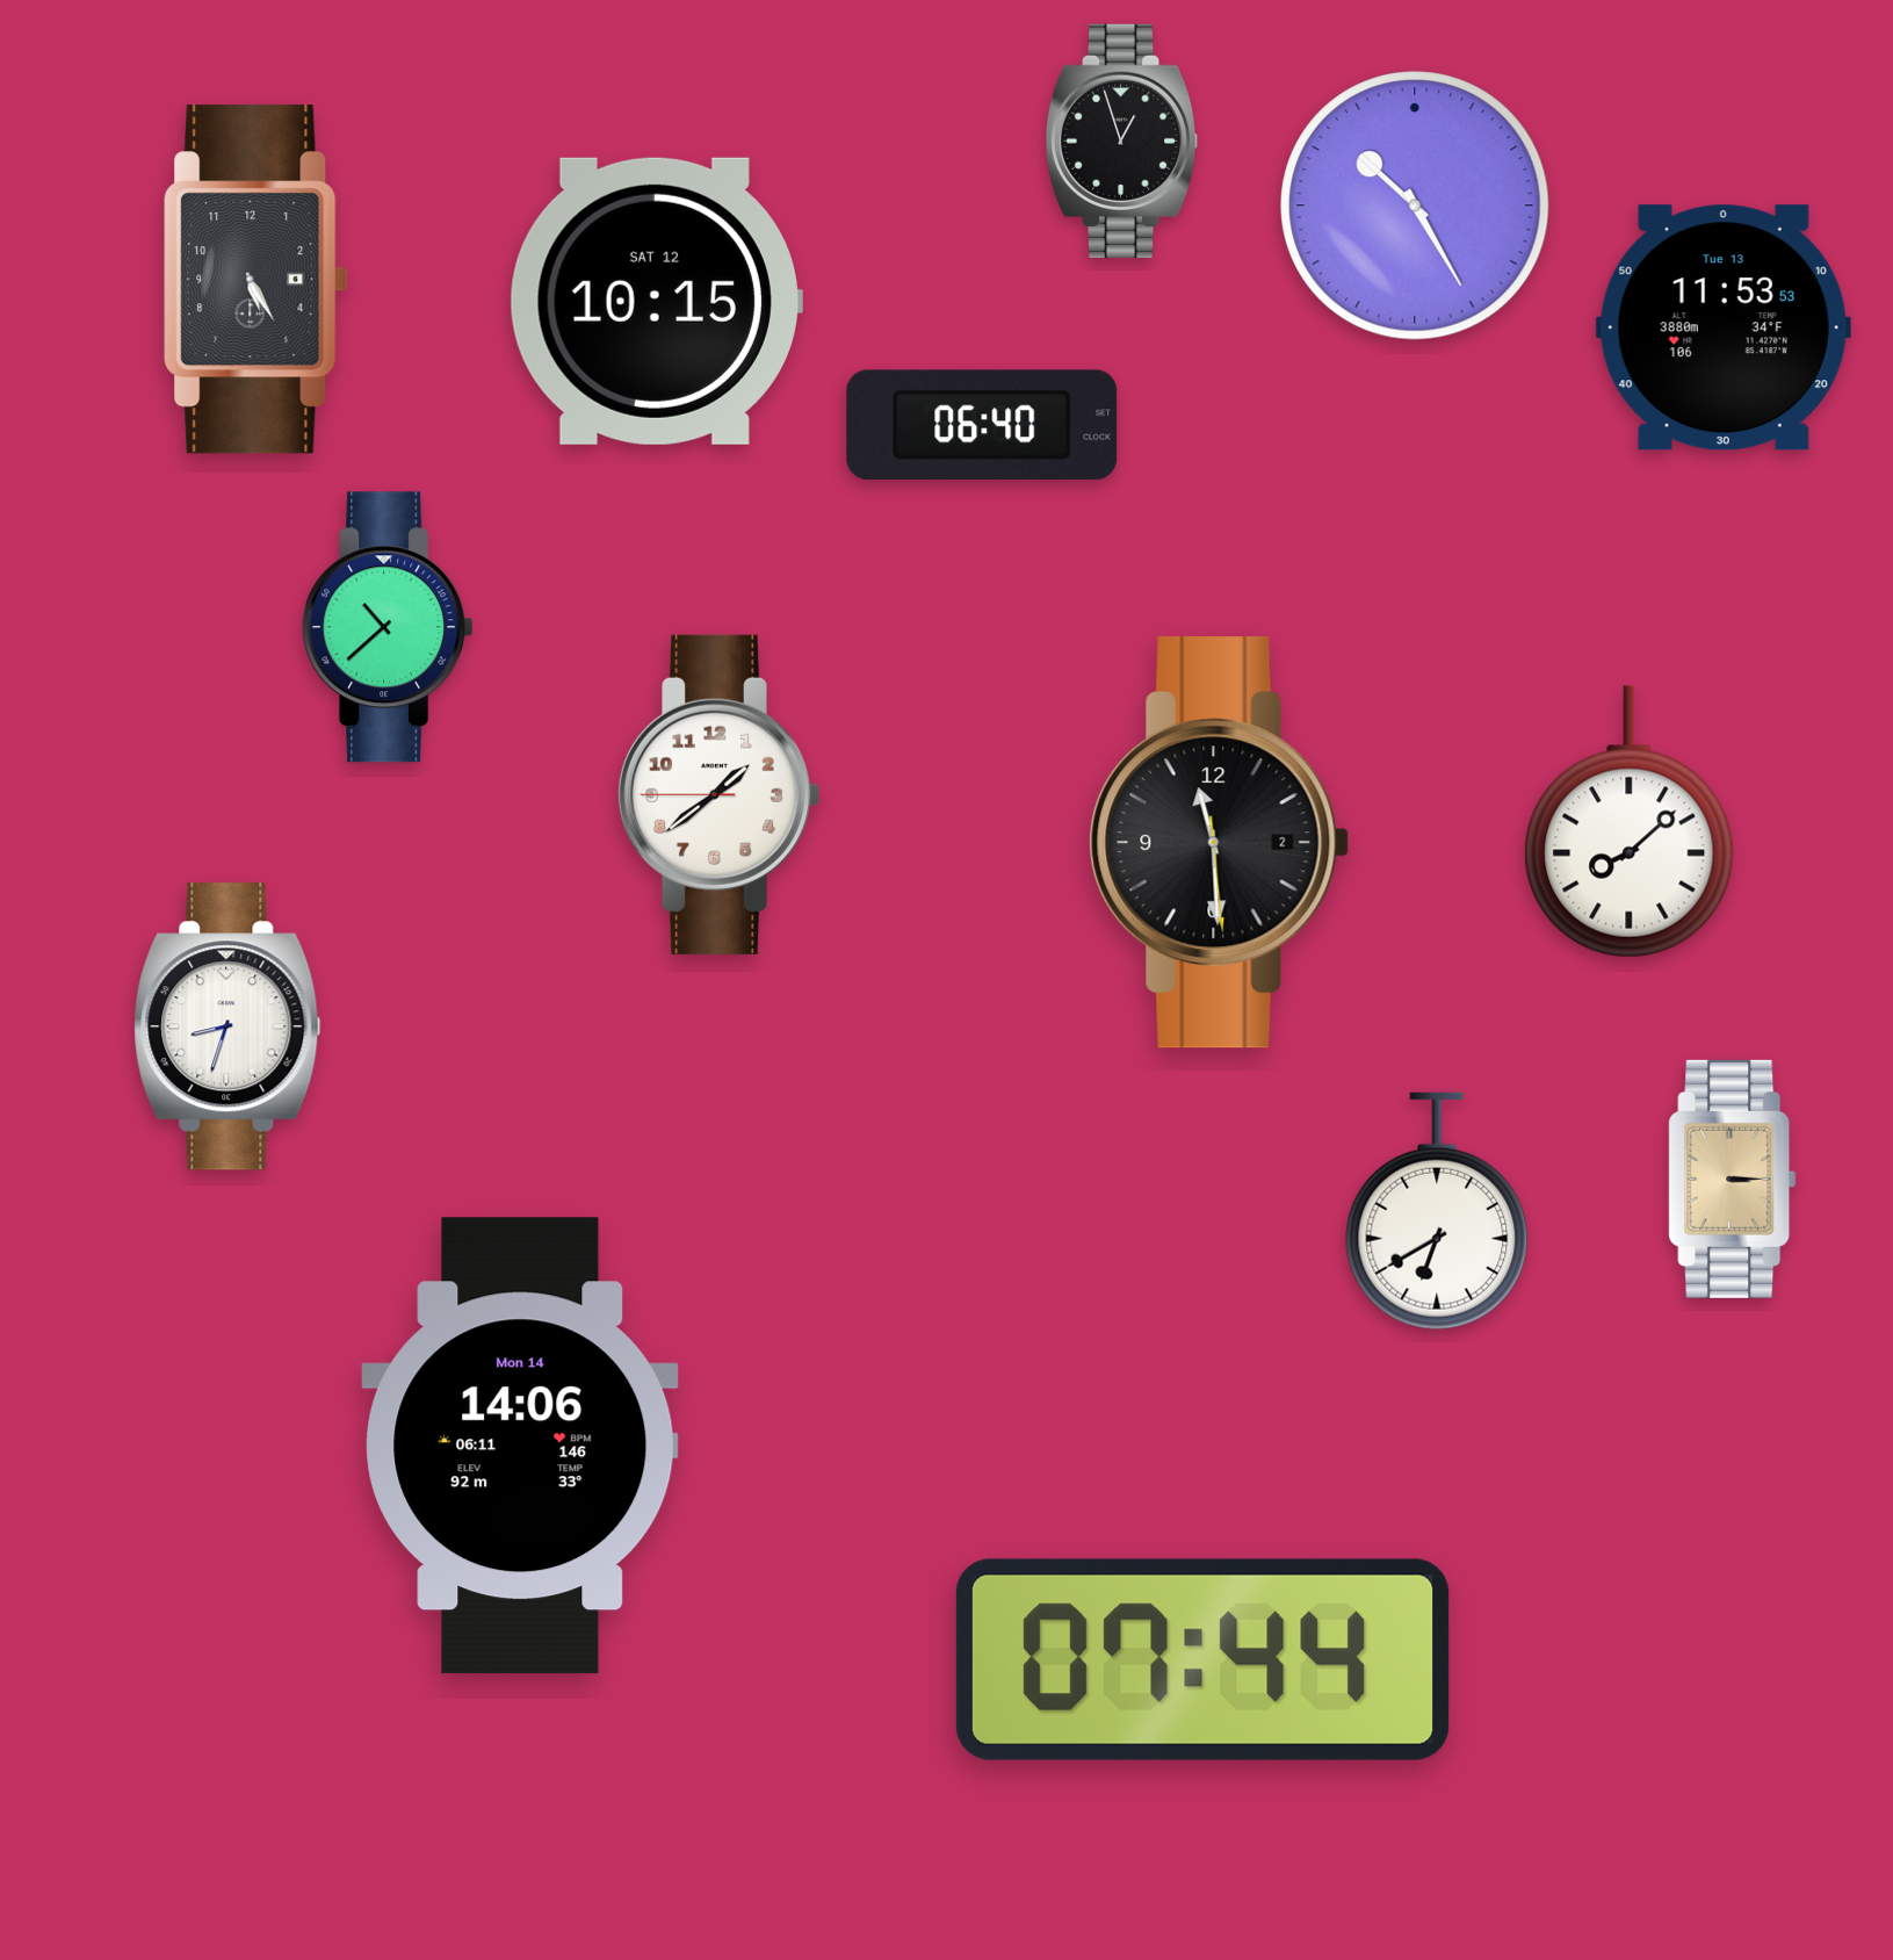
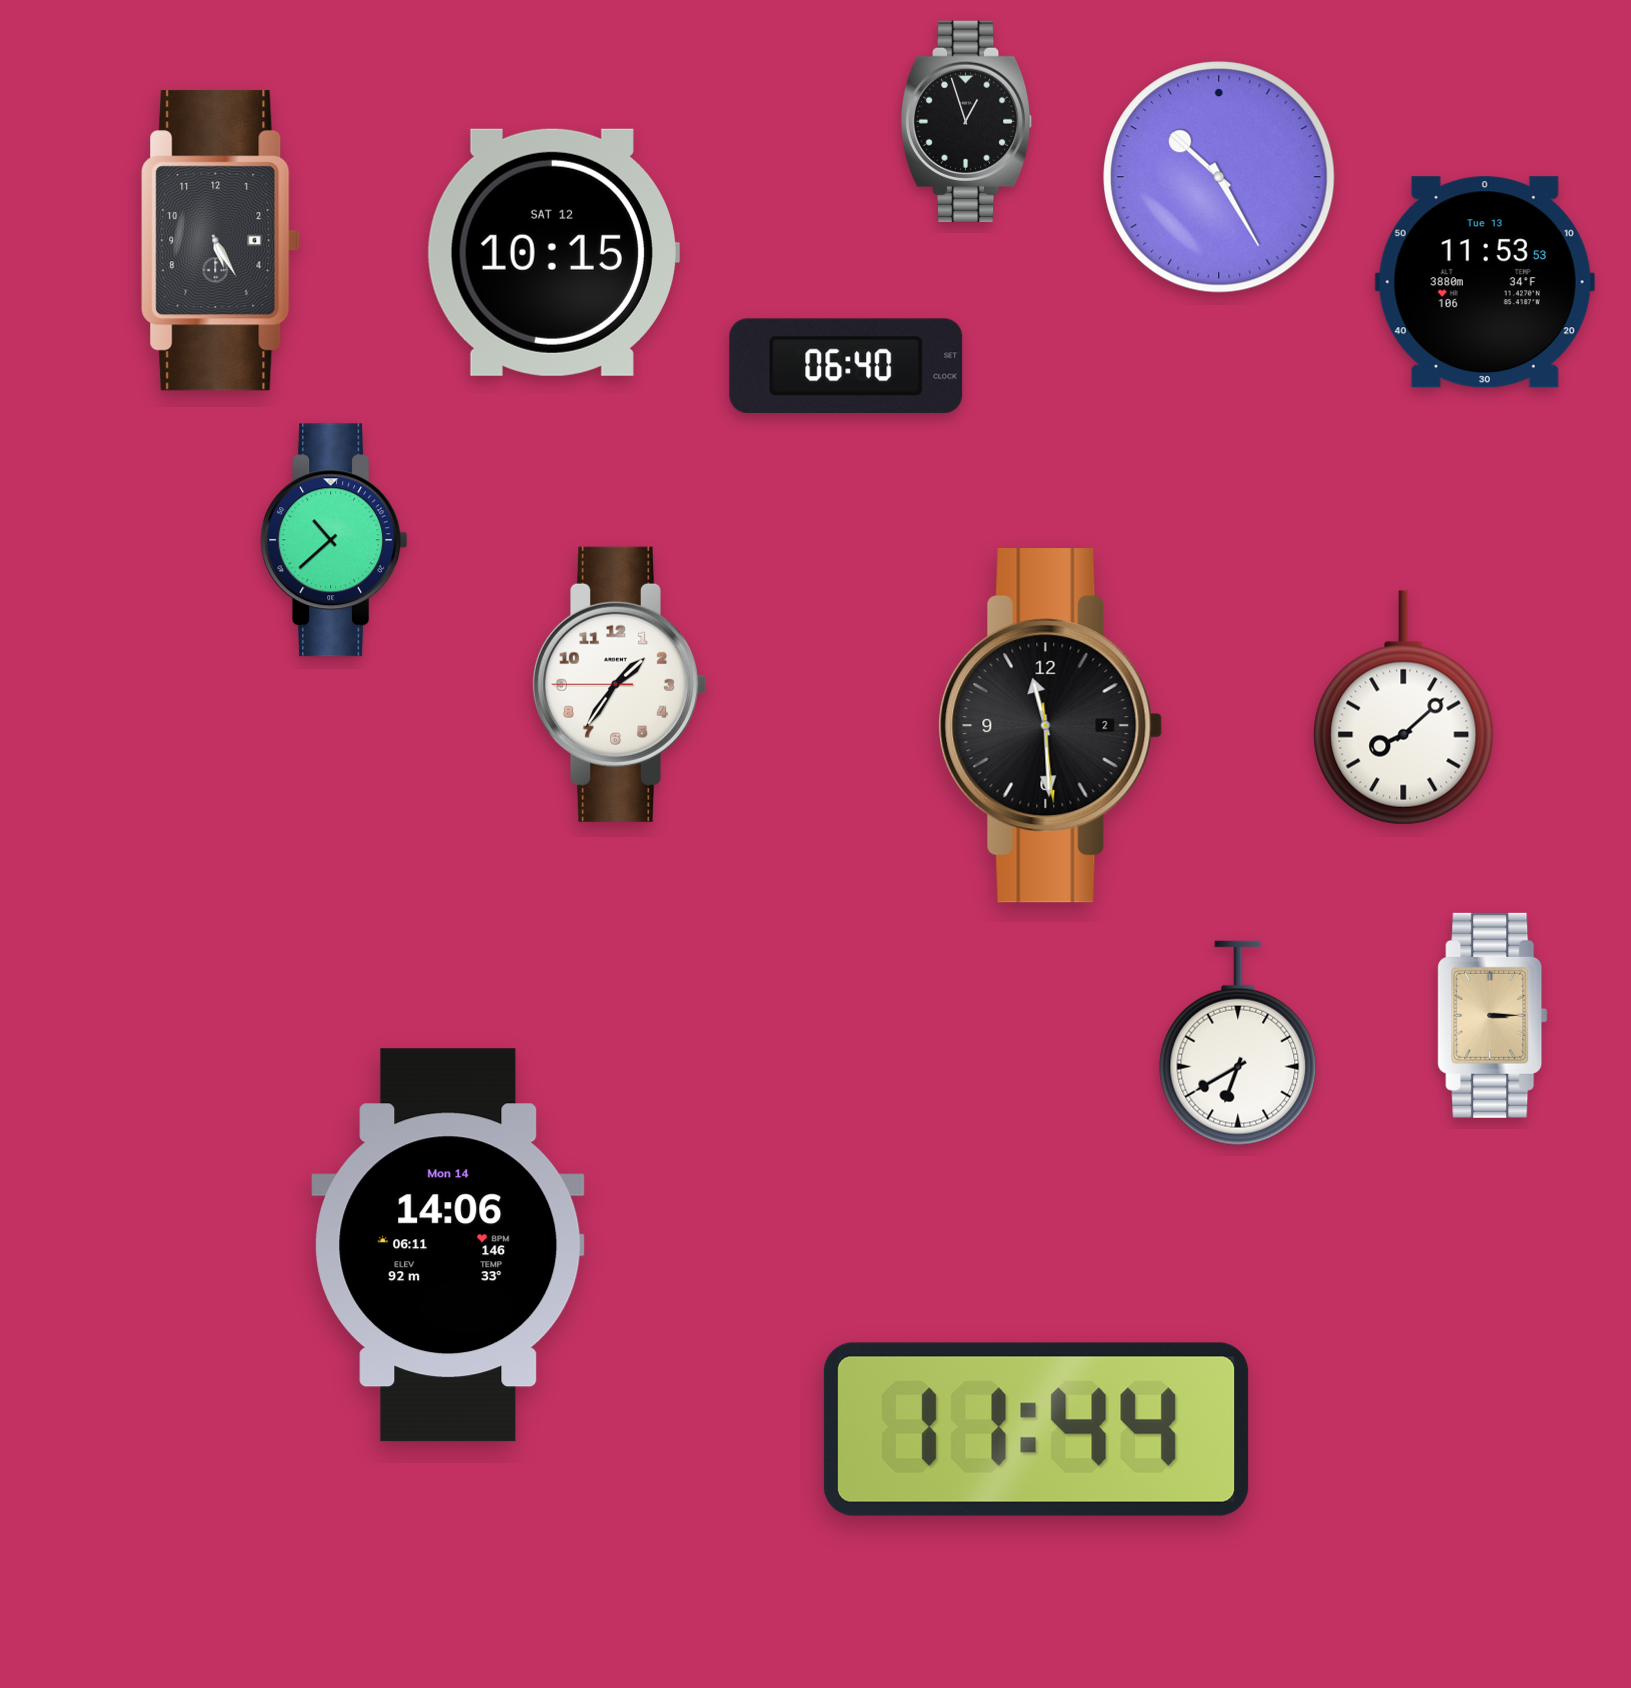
clock at (656, 301) position: (656, 301) -> (553, 252)
clock at (717, 794): 1:38 -> 1:35
clock at (227, 1026): 8:33 -> none
clock at (1202, 1659): 07:44 -> 11:44
